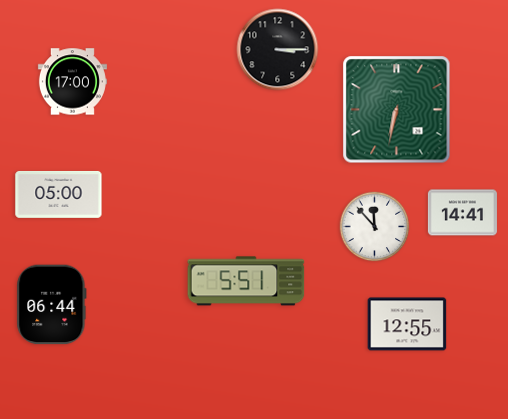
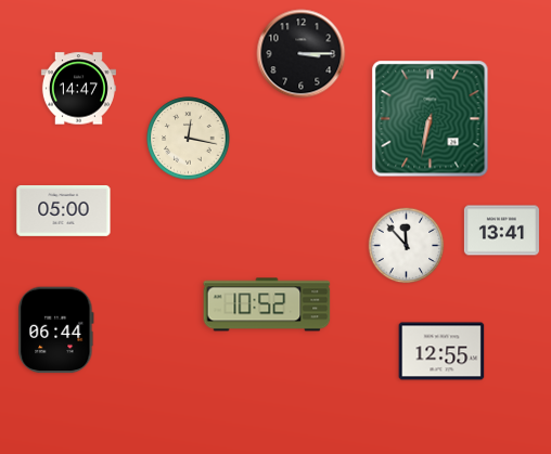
clock at (72, 82): 17:00 -> 14:47
clock at (189, 139): none -> 12:17
clock at (462, 213): 14:41 -> 13:41
clock at (246, 281): 5:51 -> 10:52
